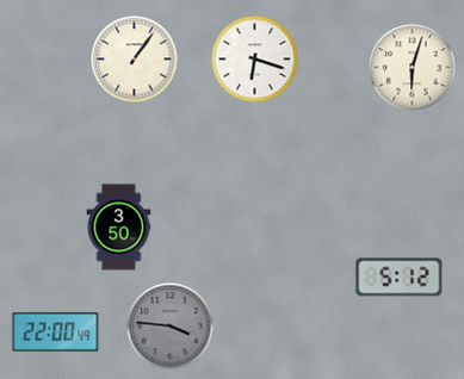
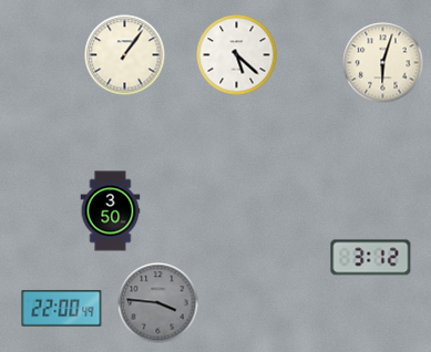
clock at (255, 60): 6:18 -> 5:22
clock at (400, 278): 5:12 -> 3:12
clock at (56, 331) position: (56, 331) -> (62, 308)
